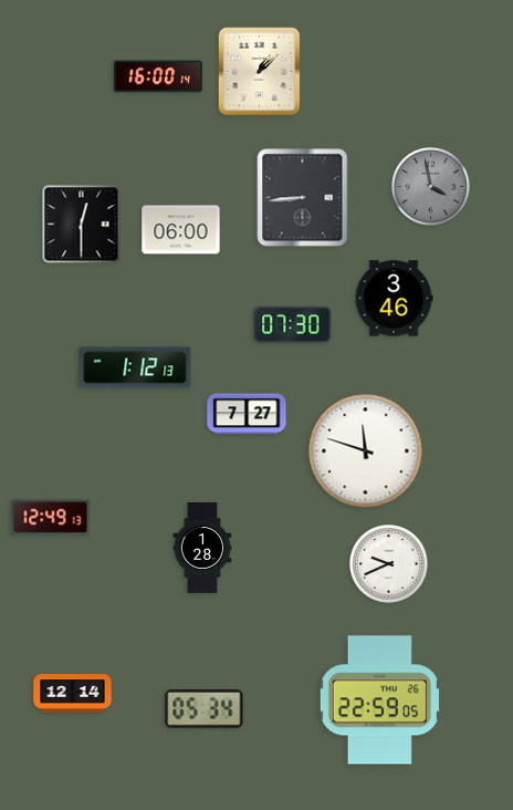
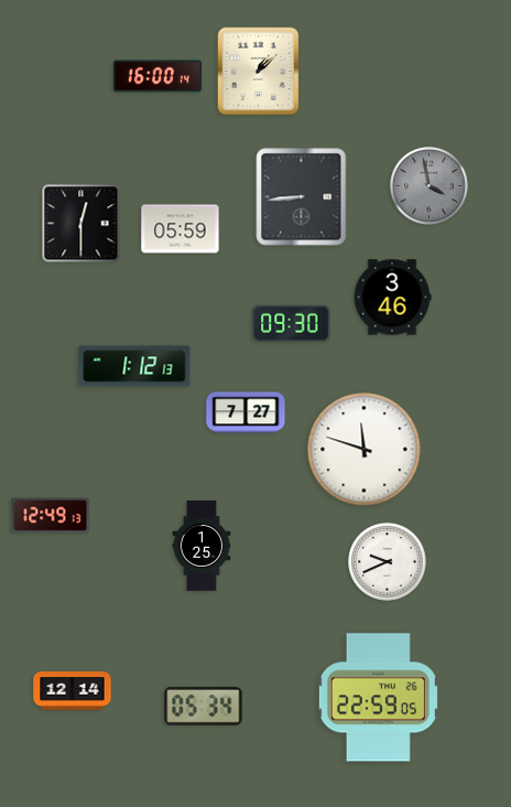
clock at (181, 230): 06:00 -> 05:59
clock at (293, 324): 07:30 -> 09:30
clock at (202, 548): 1:28 -> 1:25
